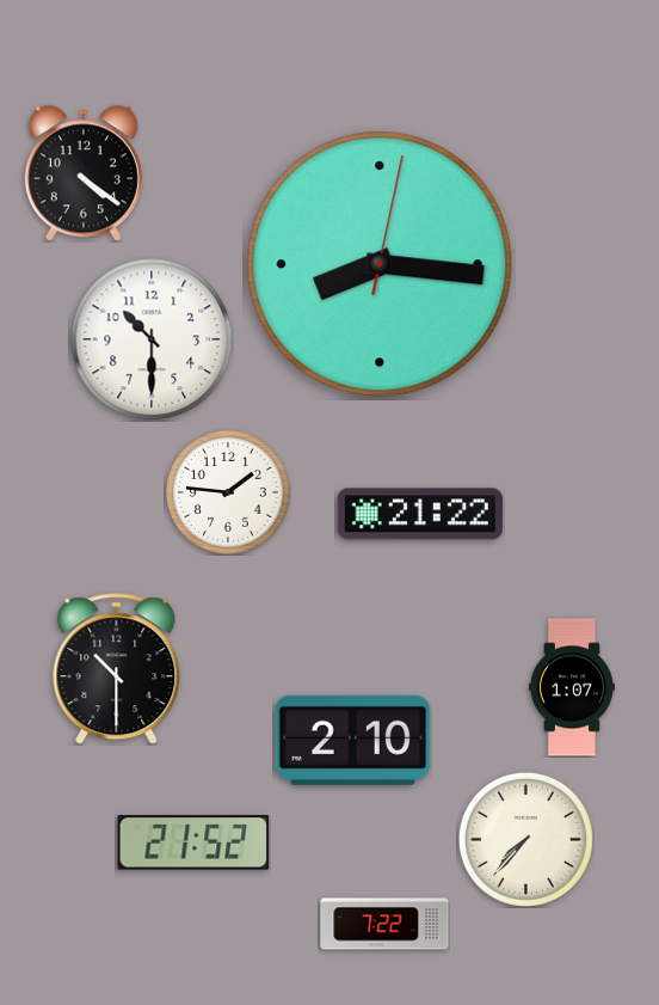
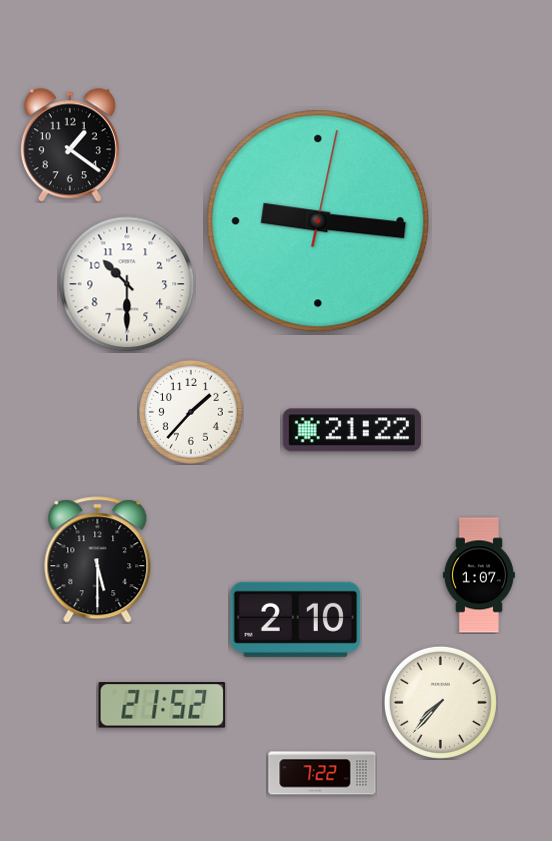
clock at (84, 173): 4:21 -> 1:21
clock at (380, 264): 8:16 -> 9:16
clock at (228, 492): 1:46 -> 1:37
clock at (117, 669): 10:30 -> 5:30
